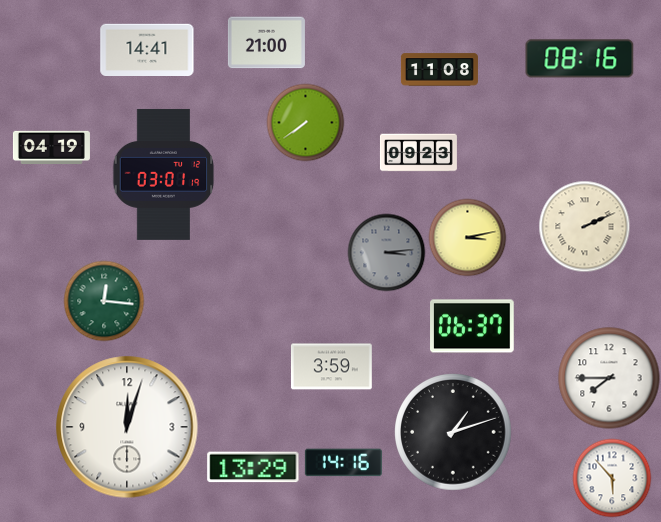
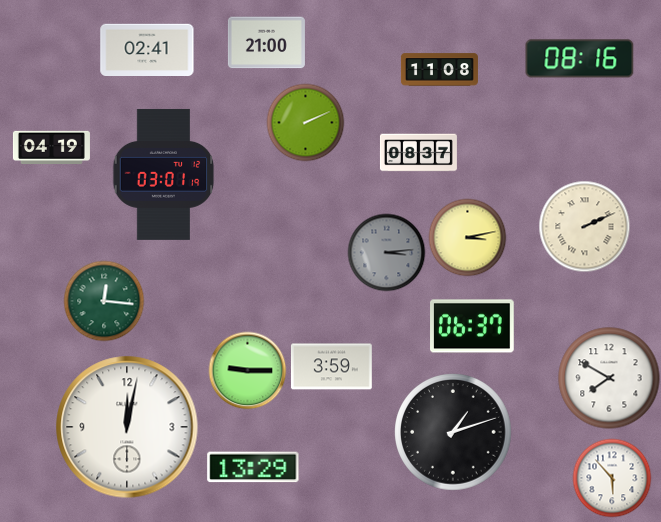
clock at (147, 50): 14:41 -> 02:41
clock at (305, 122): 7:39 -> 2:11
clock at (418, 153): 09:23 -> 08:37
clock at (247, 370): none -> 9:15
clock at (609, 378): 7:45 -> 7:50
clock at (127, 427): 12:03 -> 12:02
clock at (343, 463): 14:16 -> none
